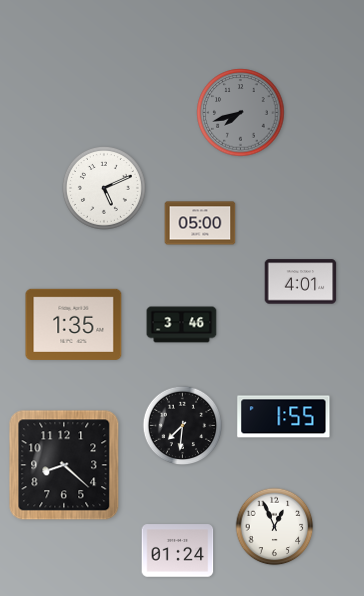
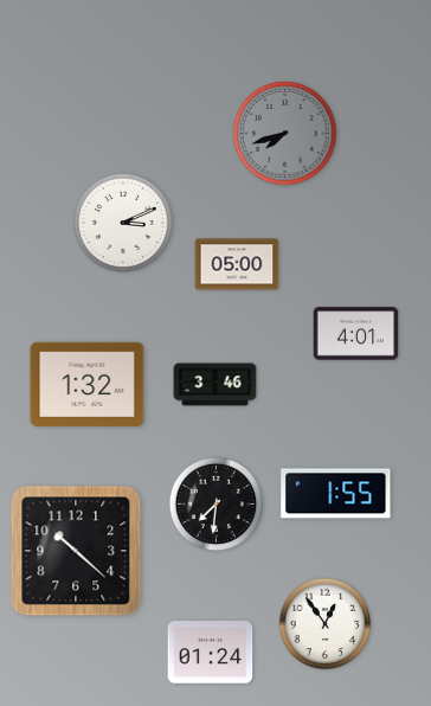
clock at (104, 188): 5:11 -> 3:11
clock at (74, 324): 1:35 -> 1:32
clock at (64, 465): 8:22 -> 10:22
clock at (275, 527): 12:56 -> 12:54
